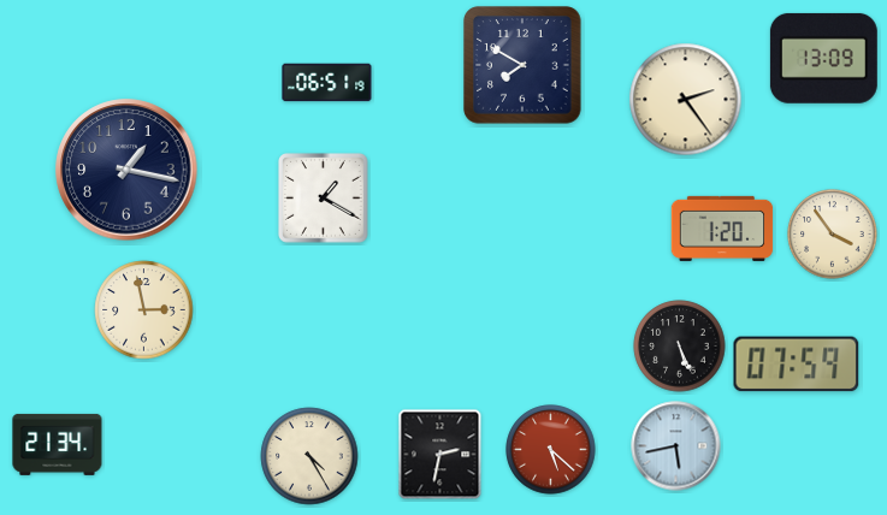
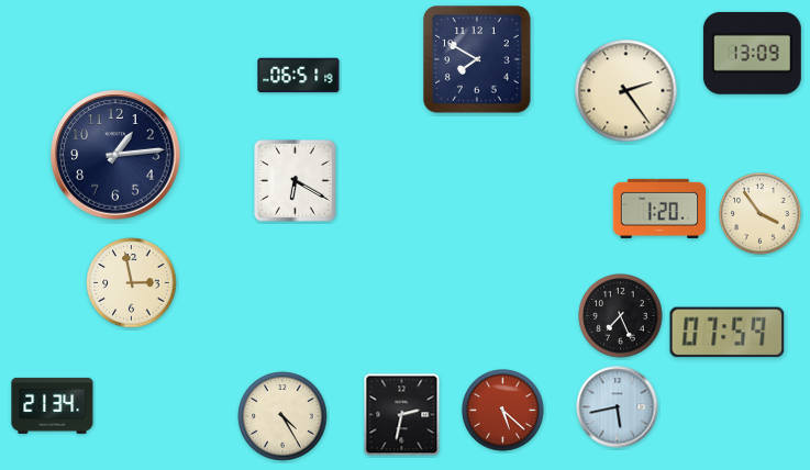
clock at (126, 170): 1:17 -> 1:14
clock at (324, 199): 1:20 -> 6:20
clock at (680, 347): 5:26 -> 7:26
